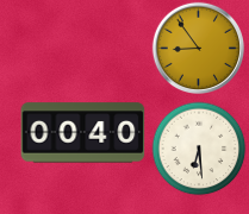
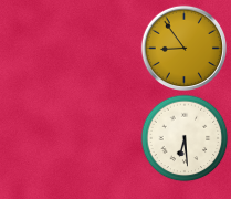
clock at (198, 48) position: (198, 48) -> (183, 48)
clock at (83, 133): 00:40 -> none
